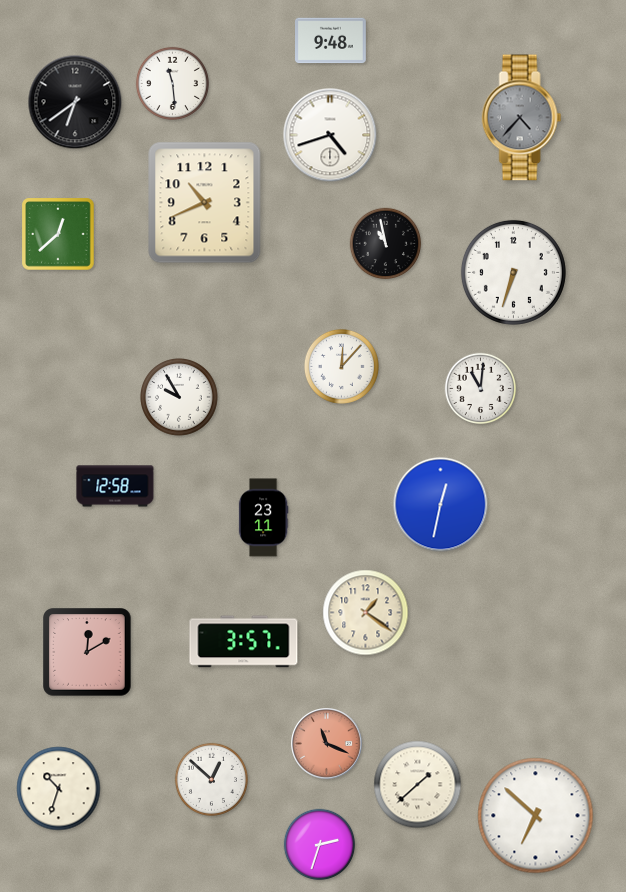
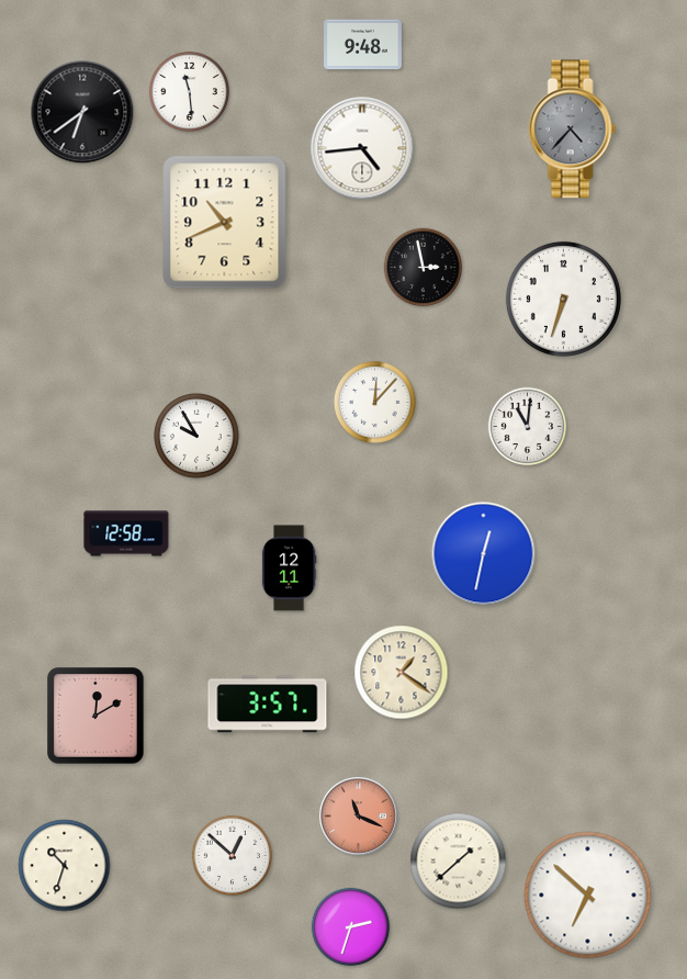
clock at (330, 135): 4:42 -> 4:44
clock at (58, 234): 12:38 -> none
clock at (386, 244): 10:58 -> 2:58
clock at (263, 518): 23:11 -> 12:11
